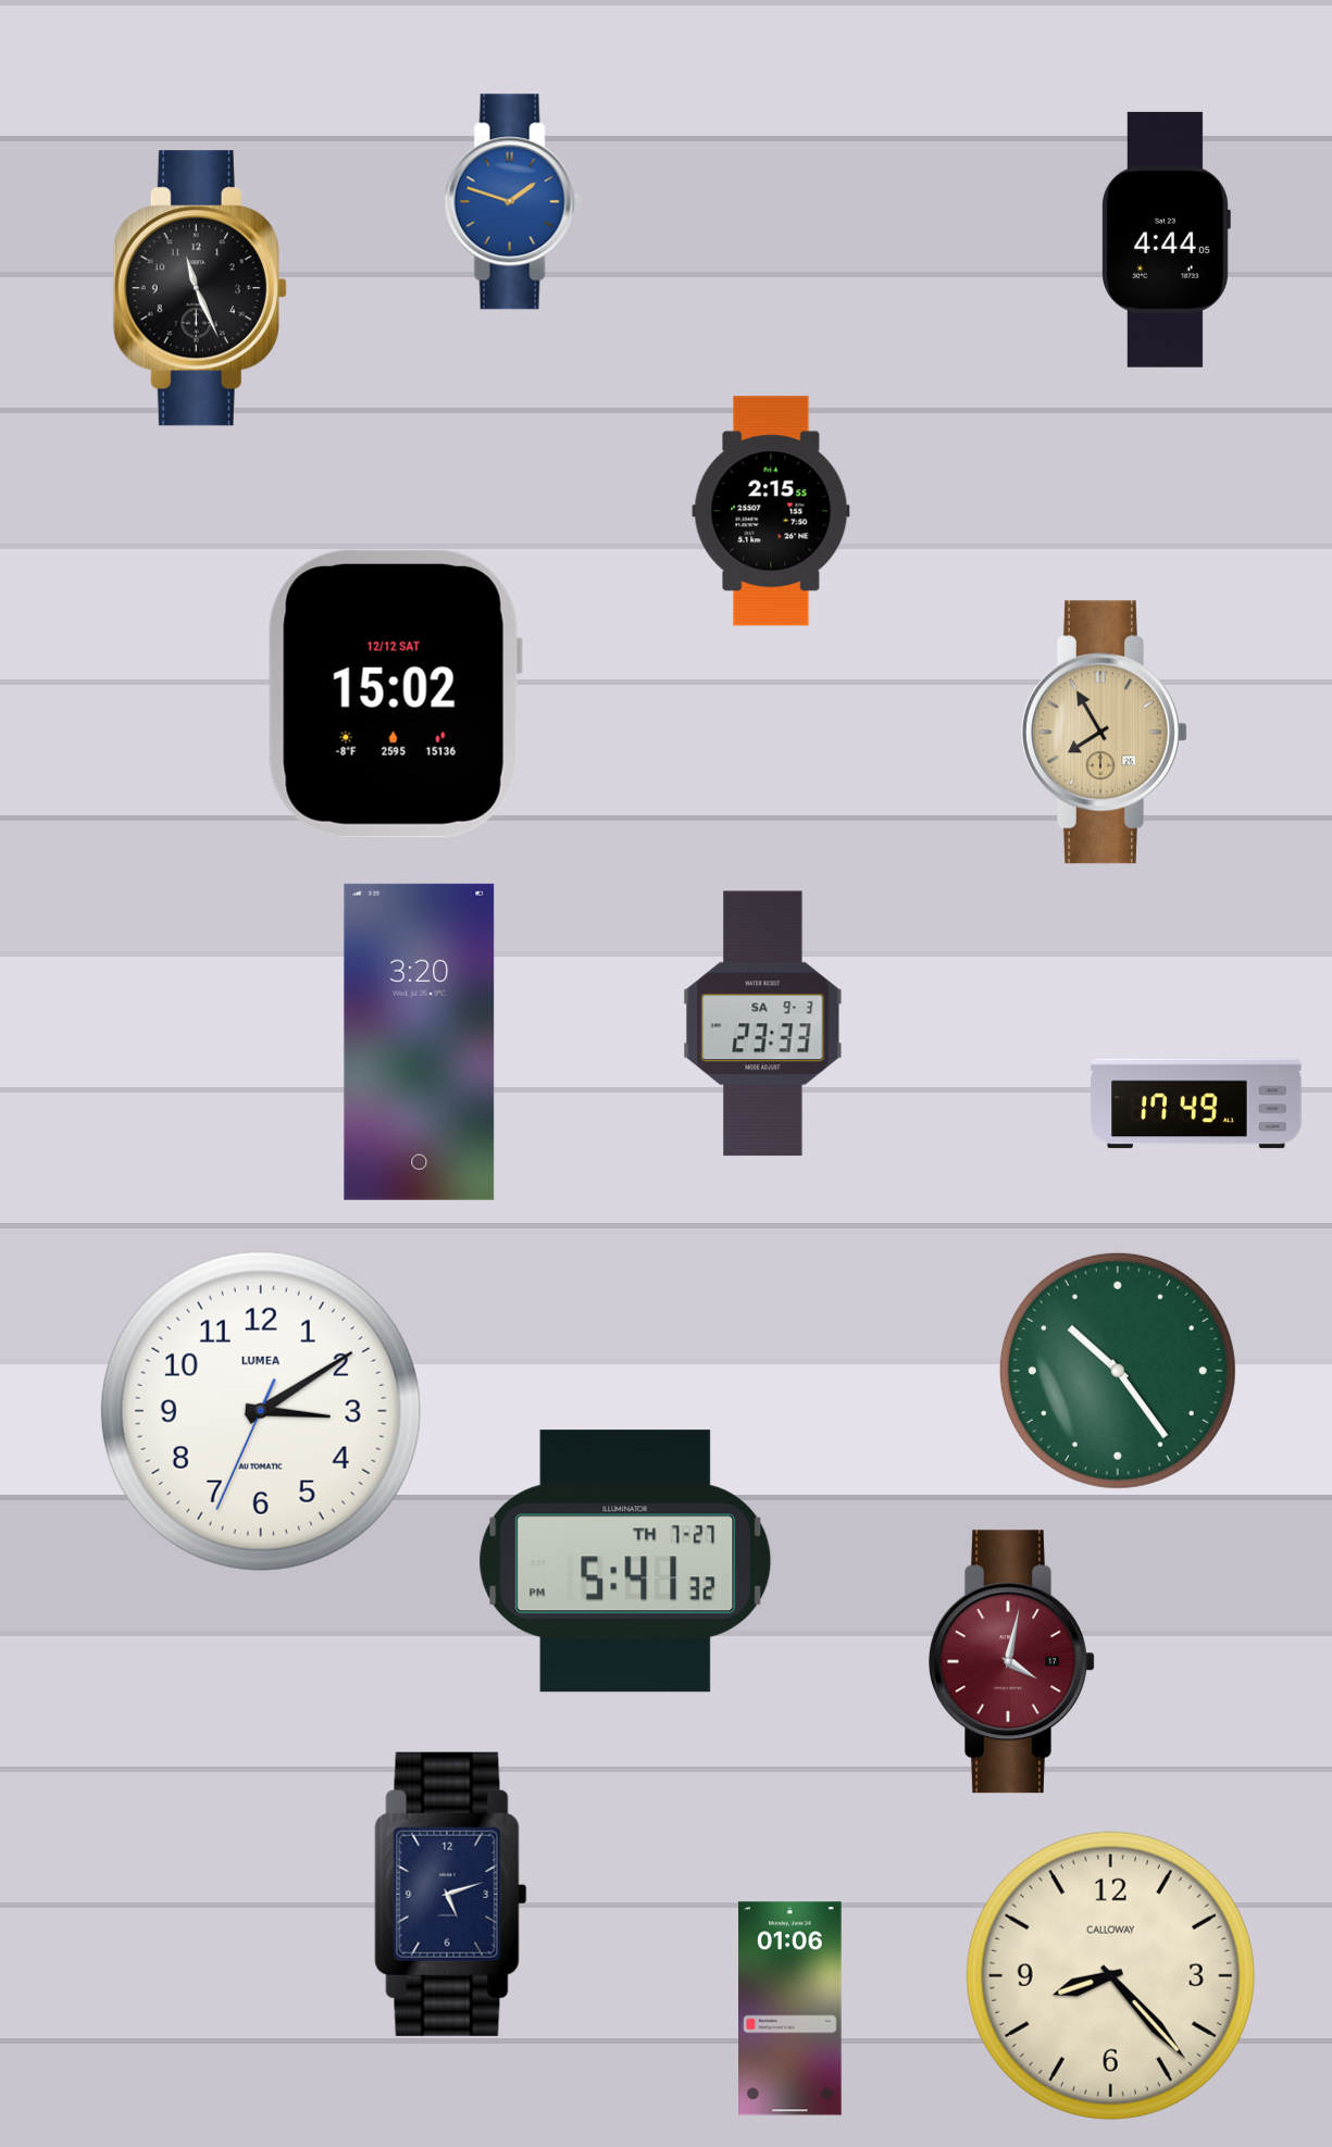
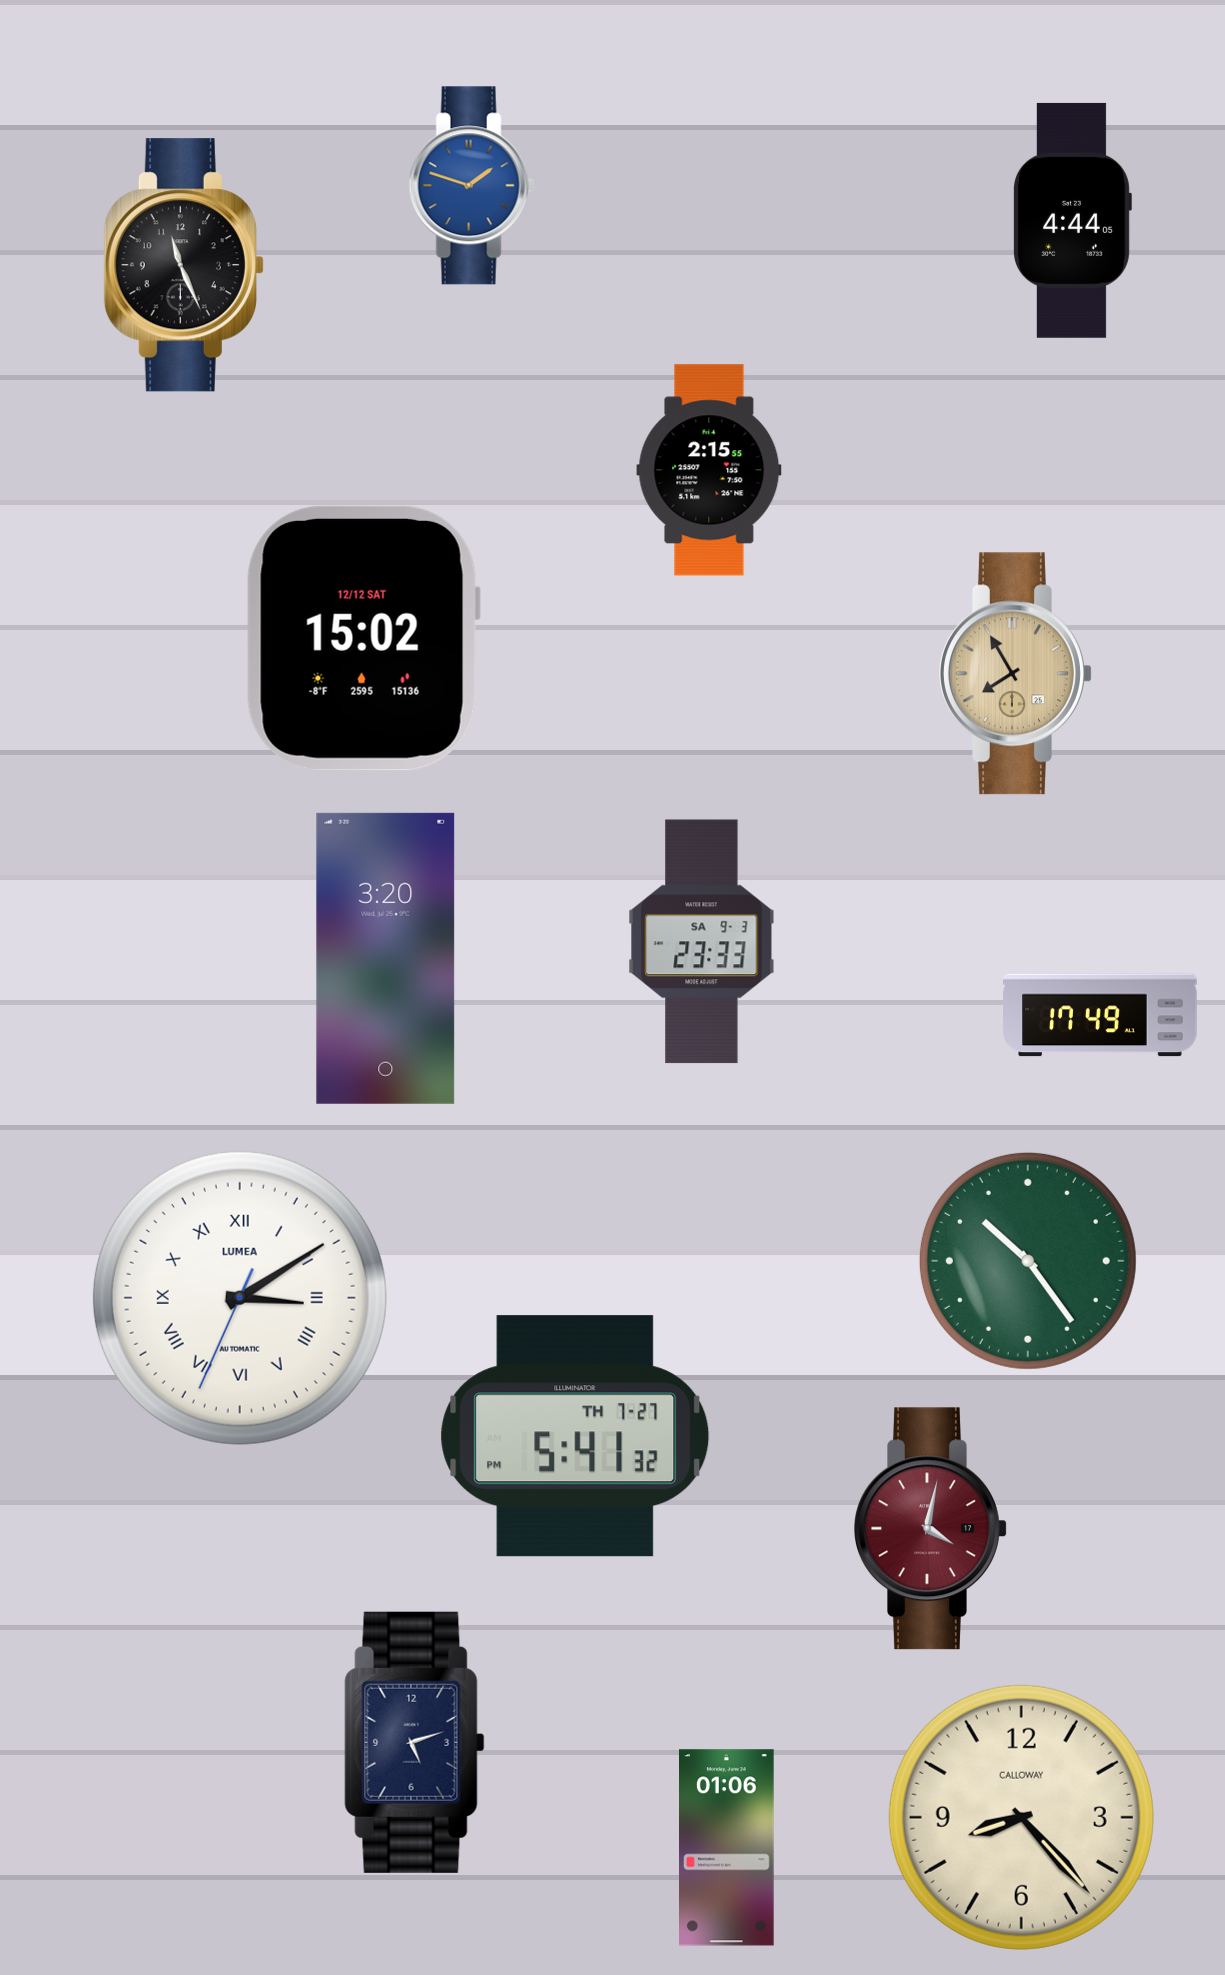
clock at (261, 1411) numerals: Arabic -> Roman
